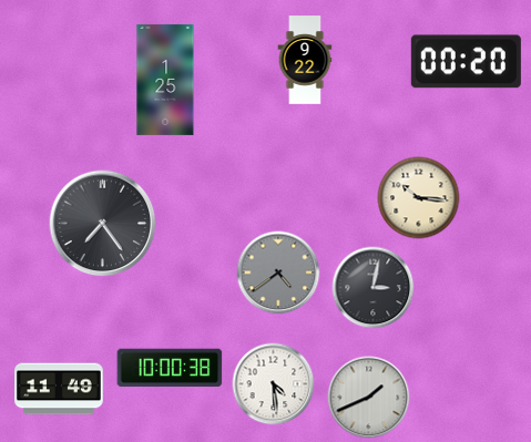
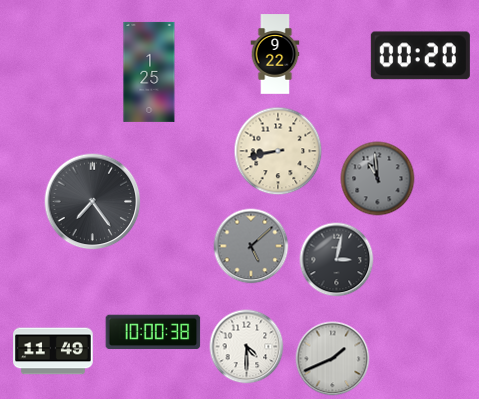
clock at (278, 151): none -> 8:43
clock at (419, 198): 10:16 -> 10:59
clock at (419, 198) dial: cream -> grey
clock at (278, 273): 4:39 -> 5:08
clock at (274, 384): 4:29 -> 4:30
